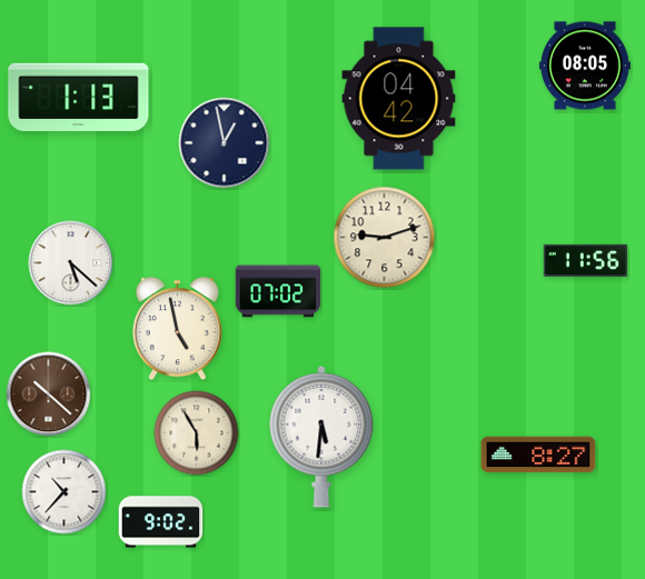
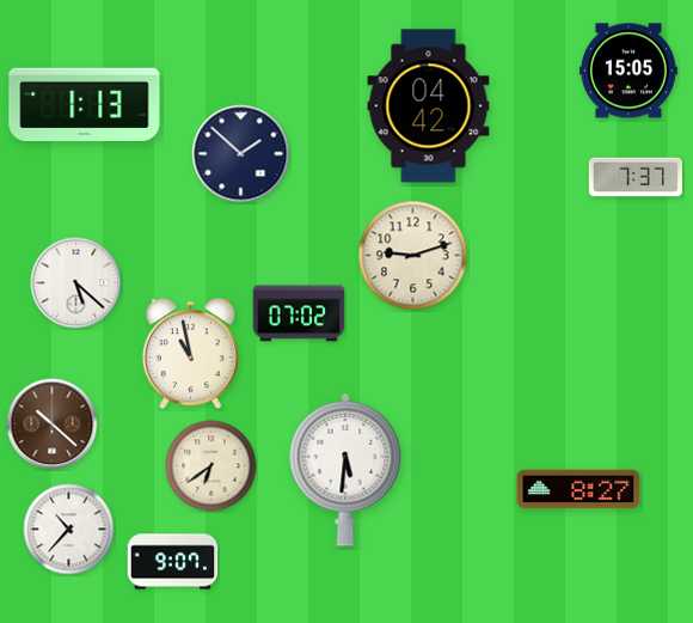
clock at (585, 66): 08:05 -> 15:05
clock at (225, 143): 12:58 -> 1:52
clock at (634, 177): none -> 7:37
clock at (586, 260): 11:56 -> none
clock at (177, 329): 4:58 -> 10:58
clock at (197, 433): 5:55 -> 6:39
clock at (161, 522): 9:02 -> 9:07
